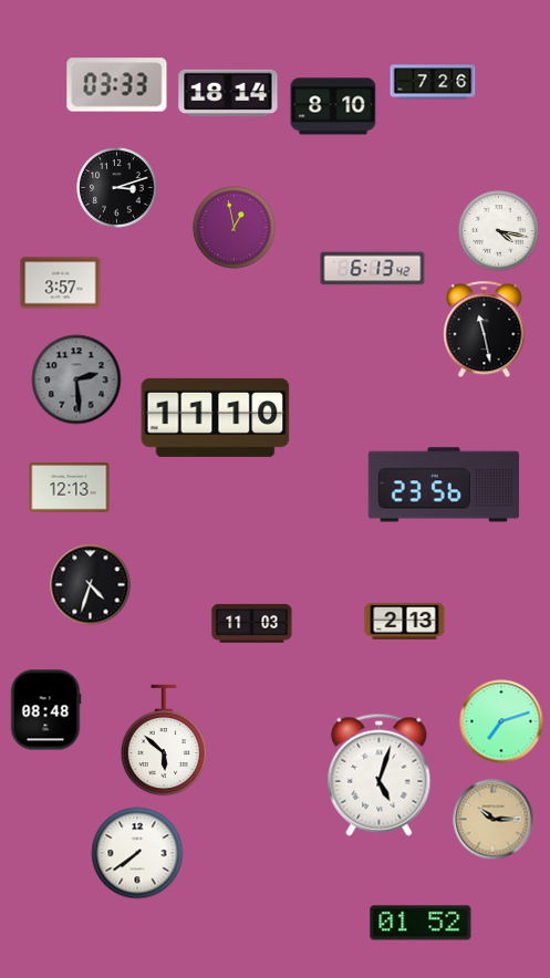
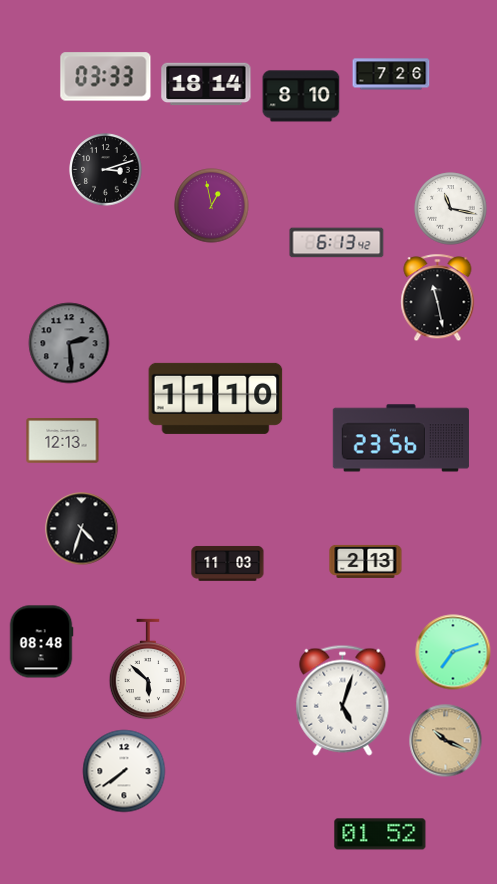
clock at (499, 231): 4:17 -> 11:17
clock at (61, 283): 3:57 -> none
clock at (216, 417) position: (216, 417) -> (216, 398)
clock at (494, 820): 10:15 -> 10:19
